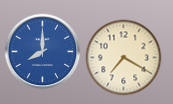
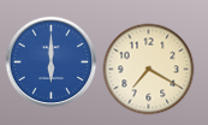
clock at (43, 52): 8:00 -> 6:00
